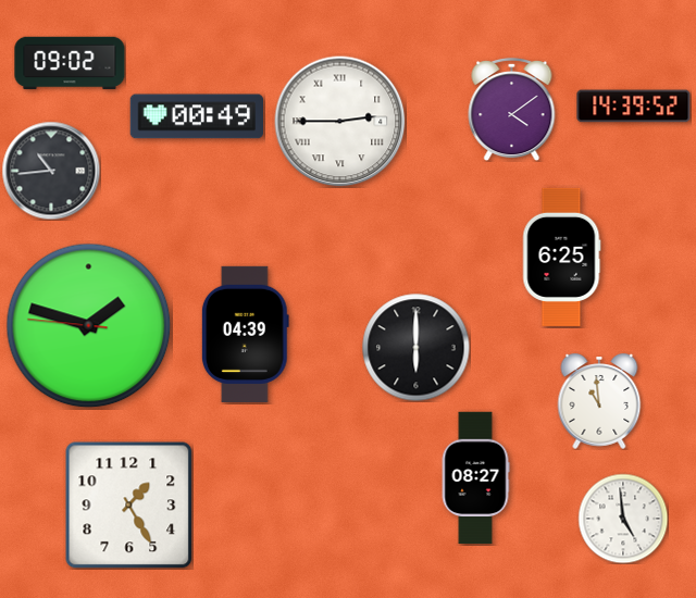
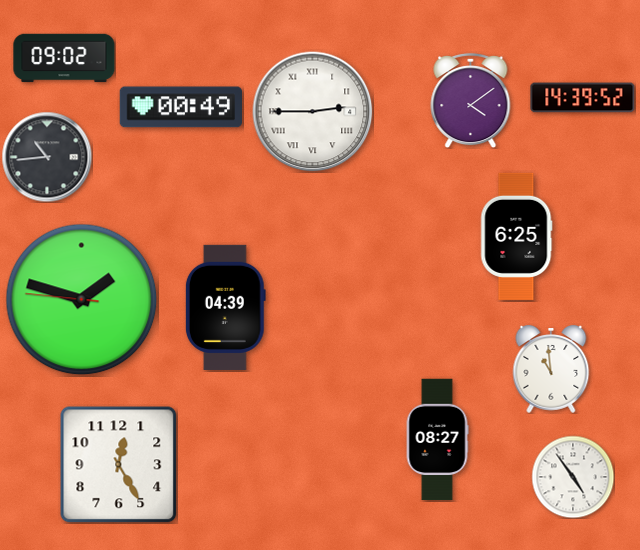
clock at (417, 348): 6:00 -> none
clock at (129, 506): 1:25 -> 12:25
clock at (623, 519): 4:59 -> 4:54
